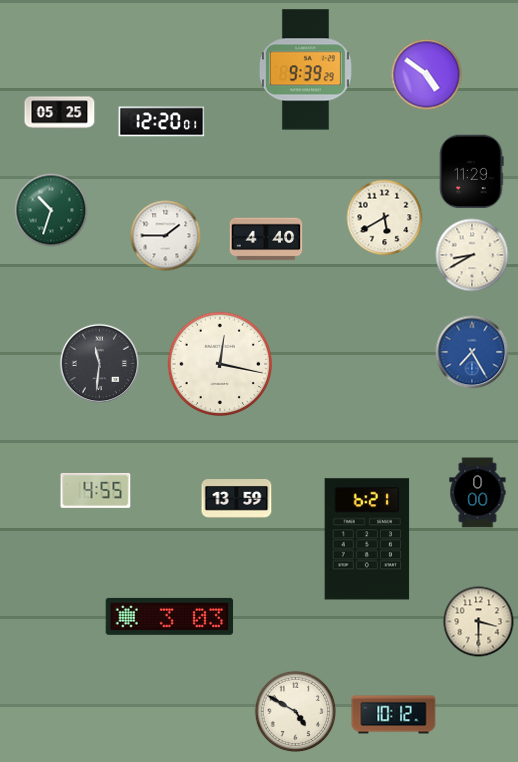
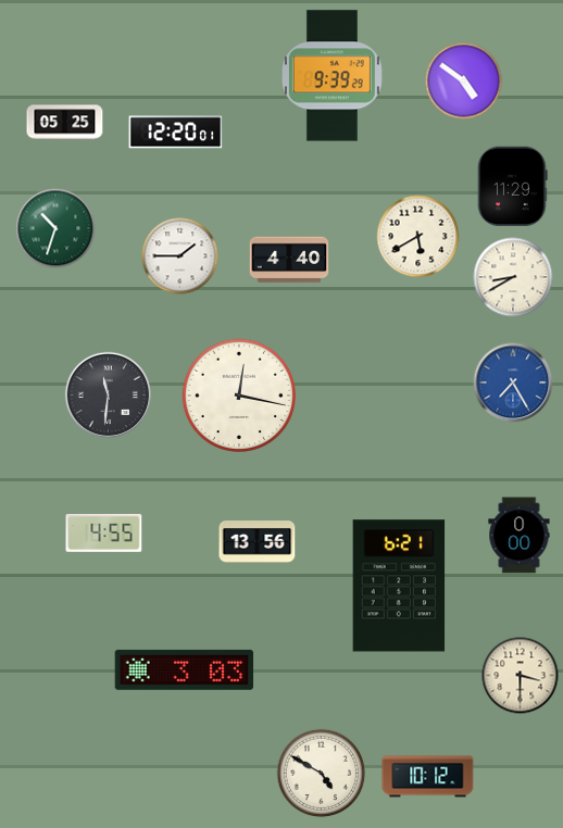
clock at (237, 499): 13:59 -> 13:56
